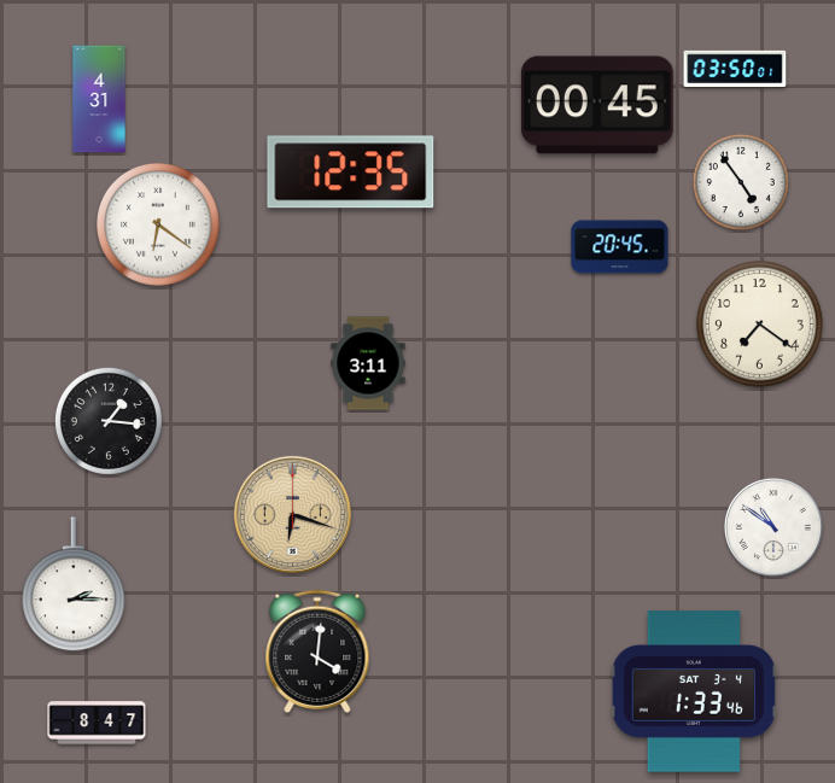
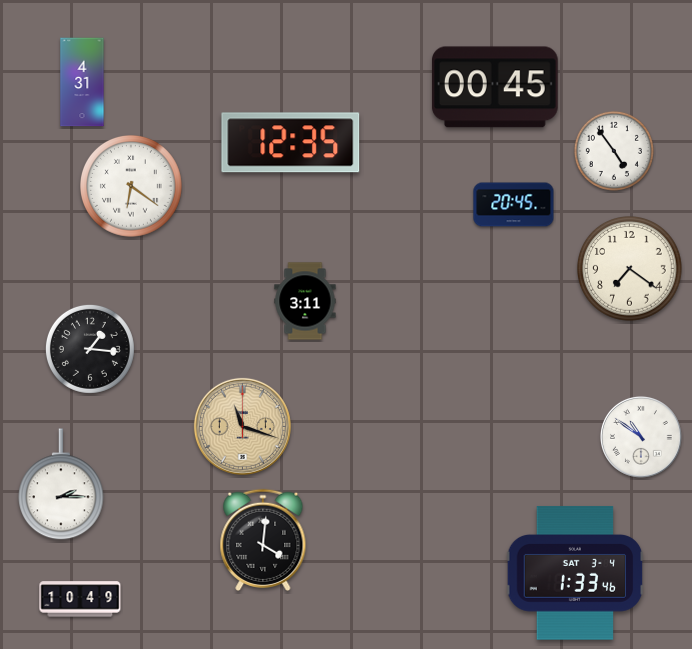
clock at (735, 68): 03:50 -> none
clock at (292, 514): 6:18 -> 11:18
clock at (97, 723): 8:47 -> 10:49
